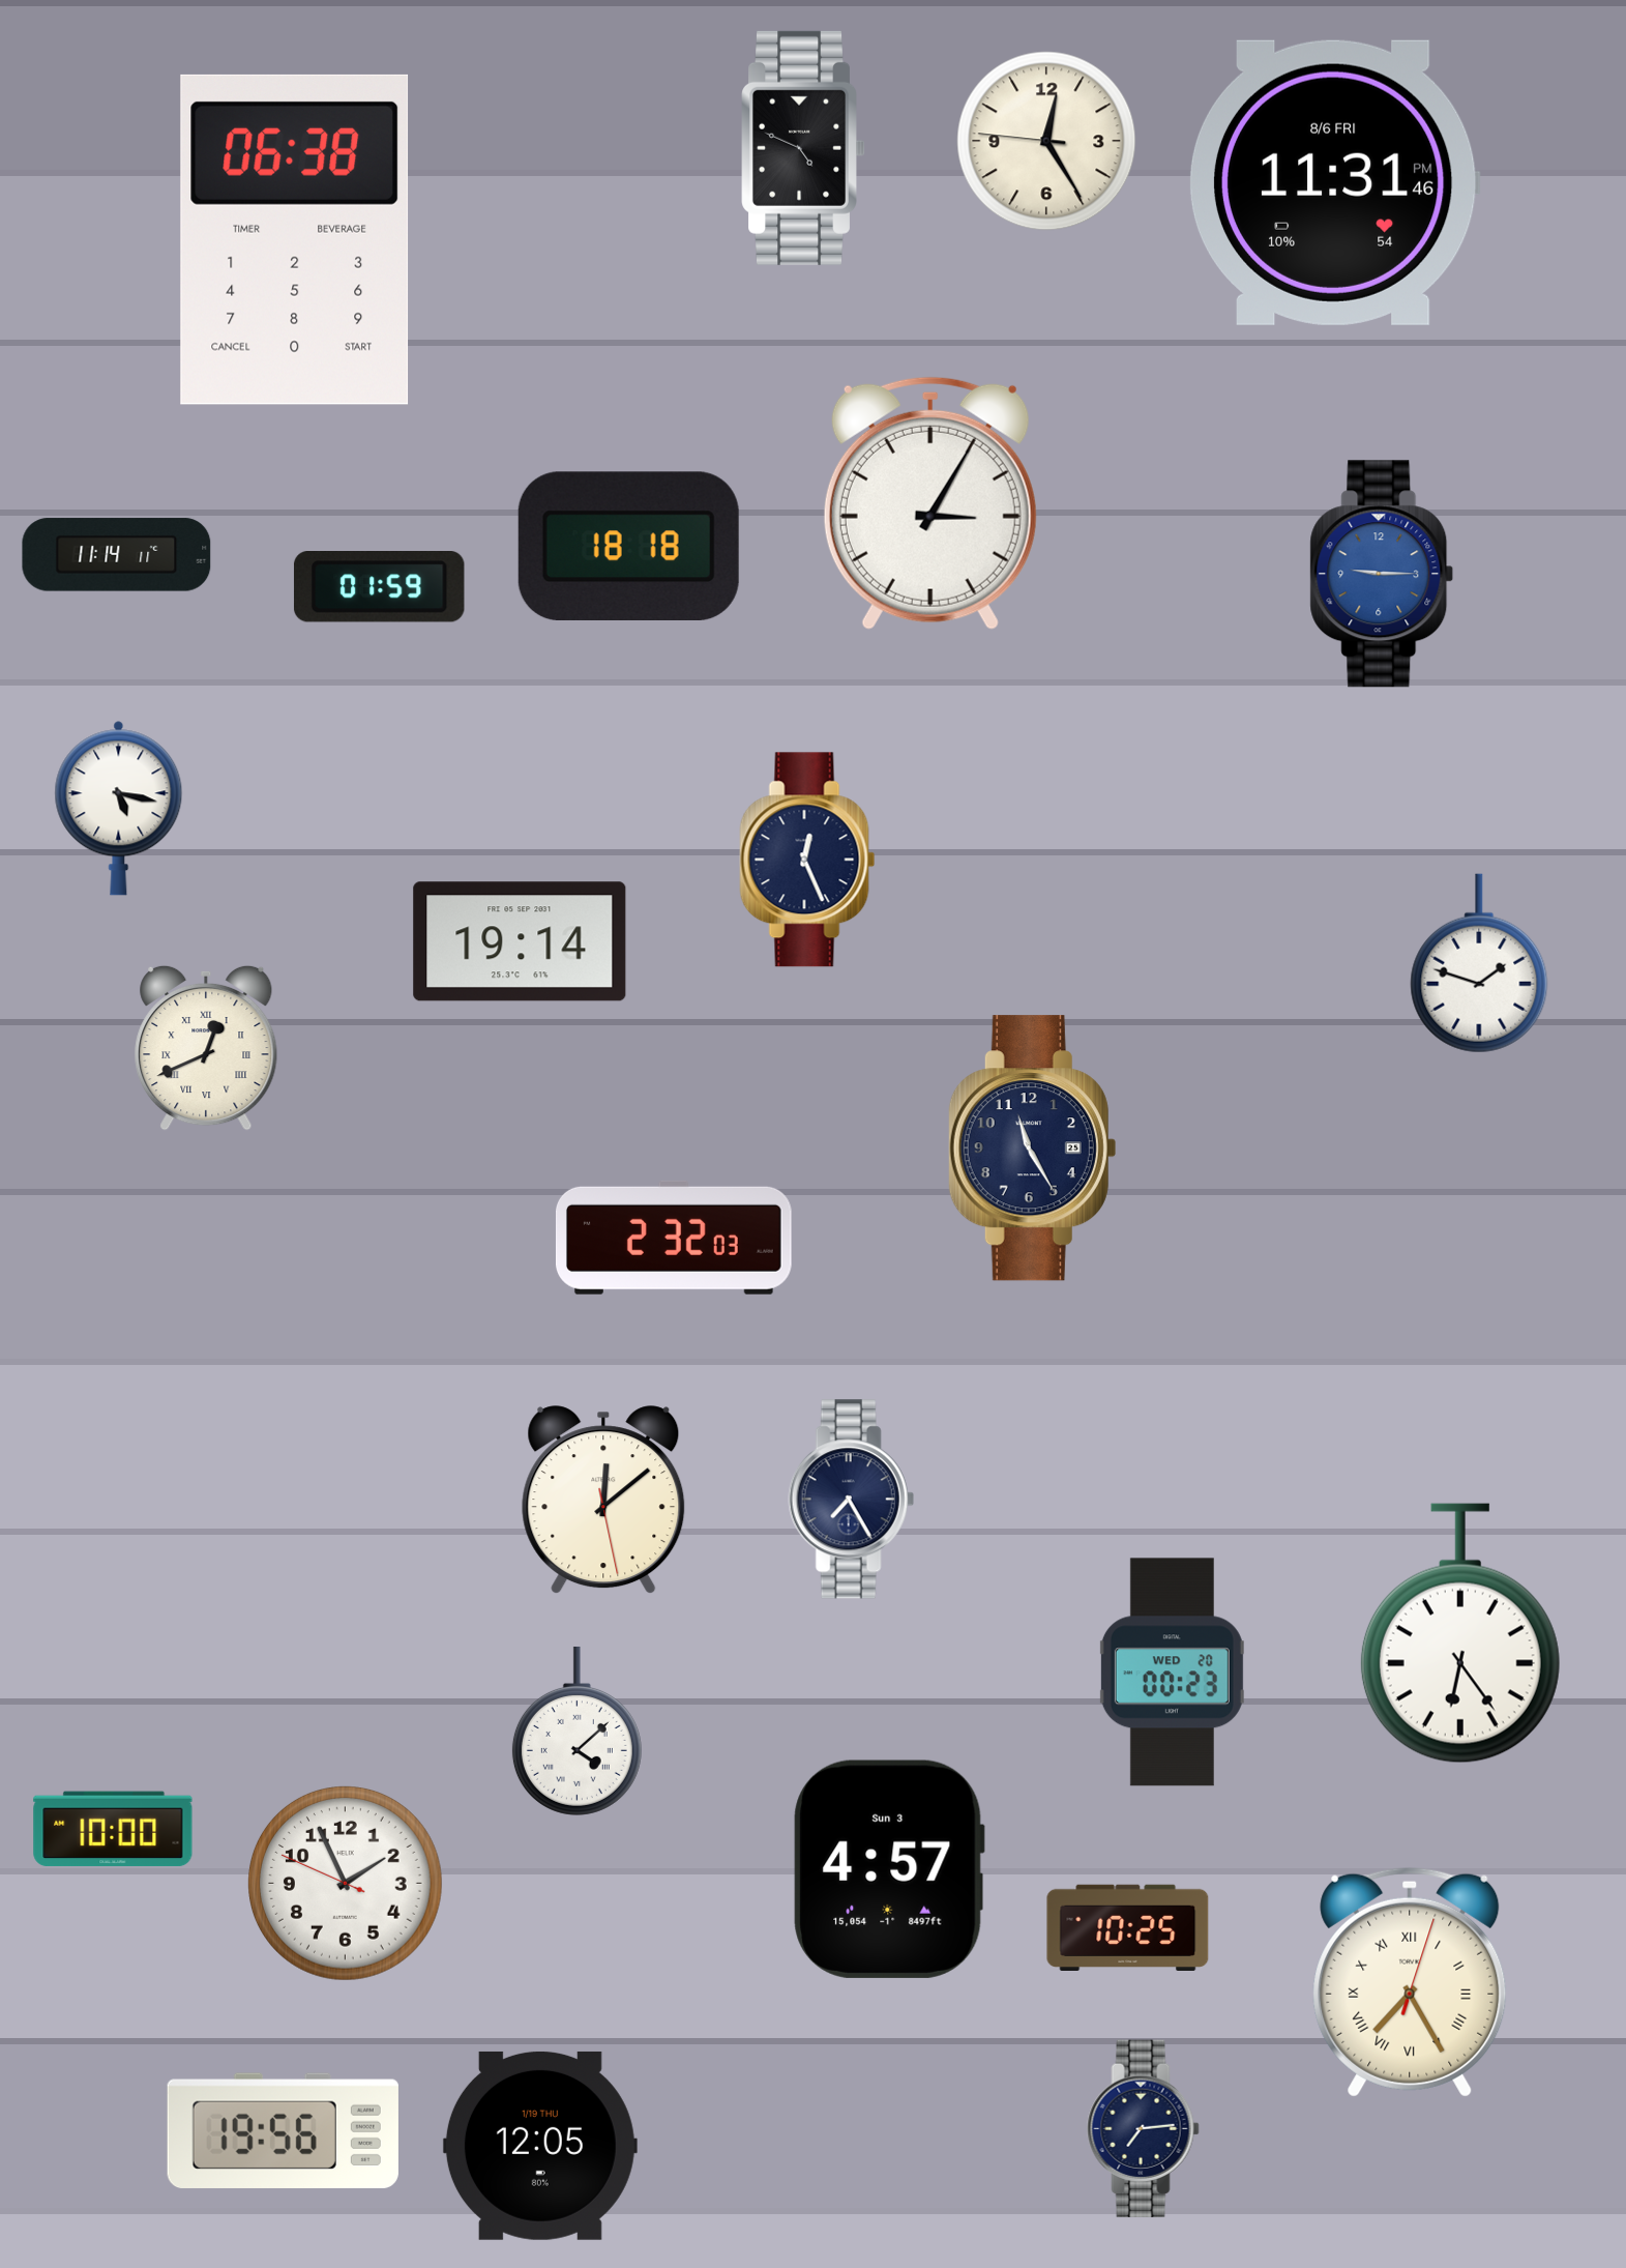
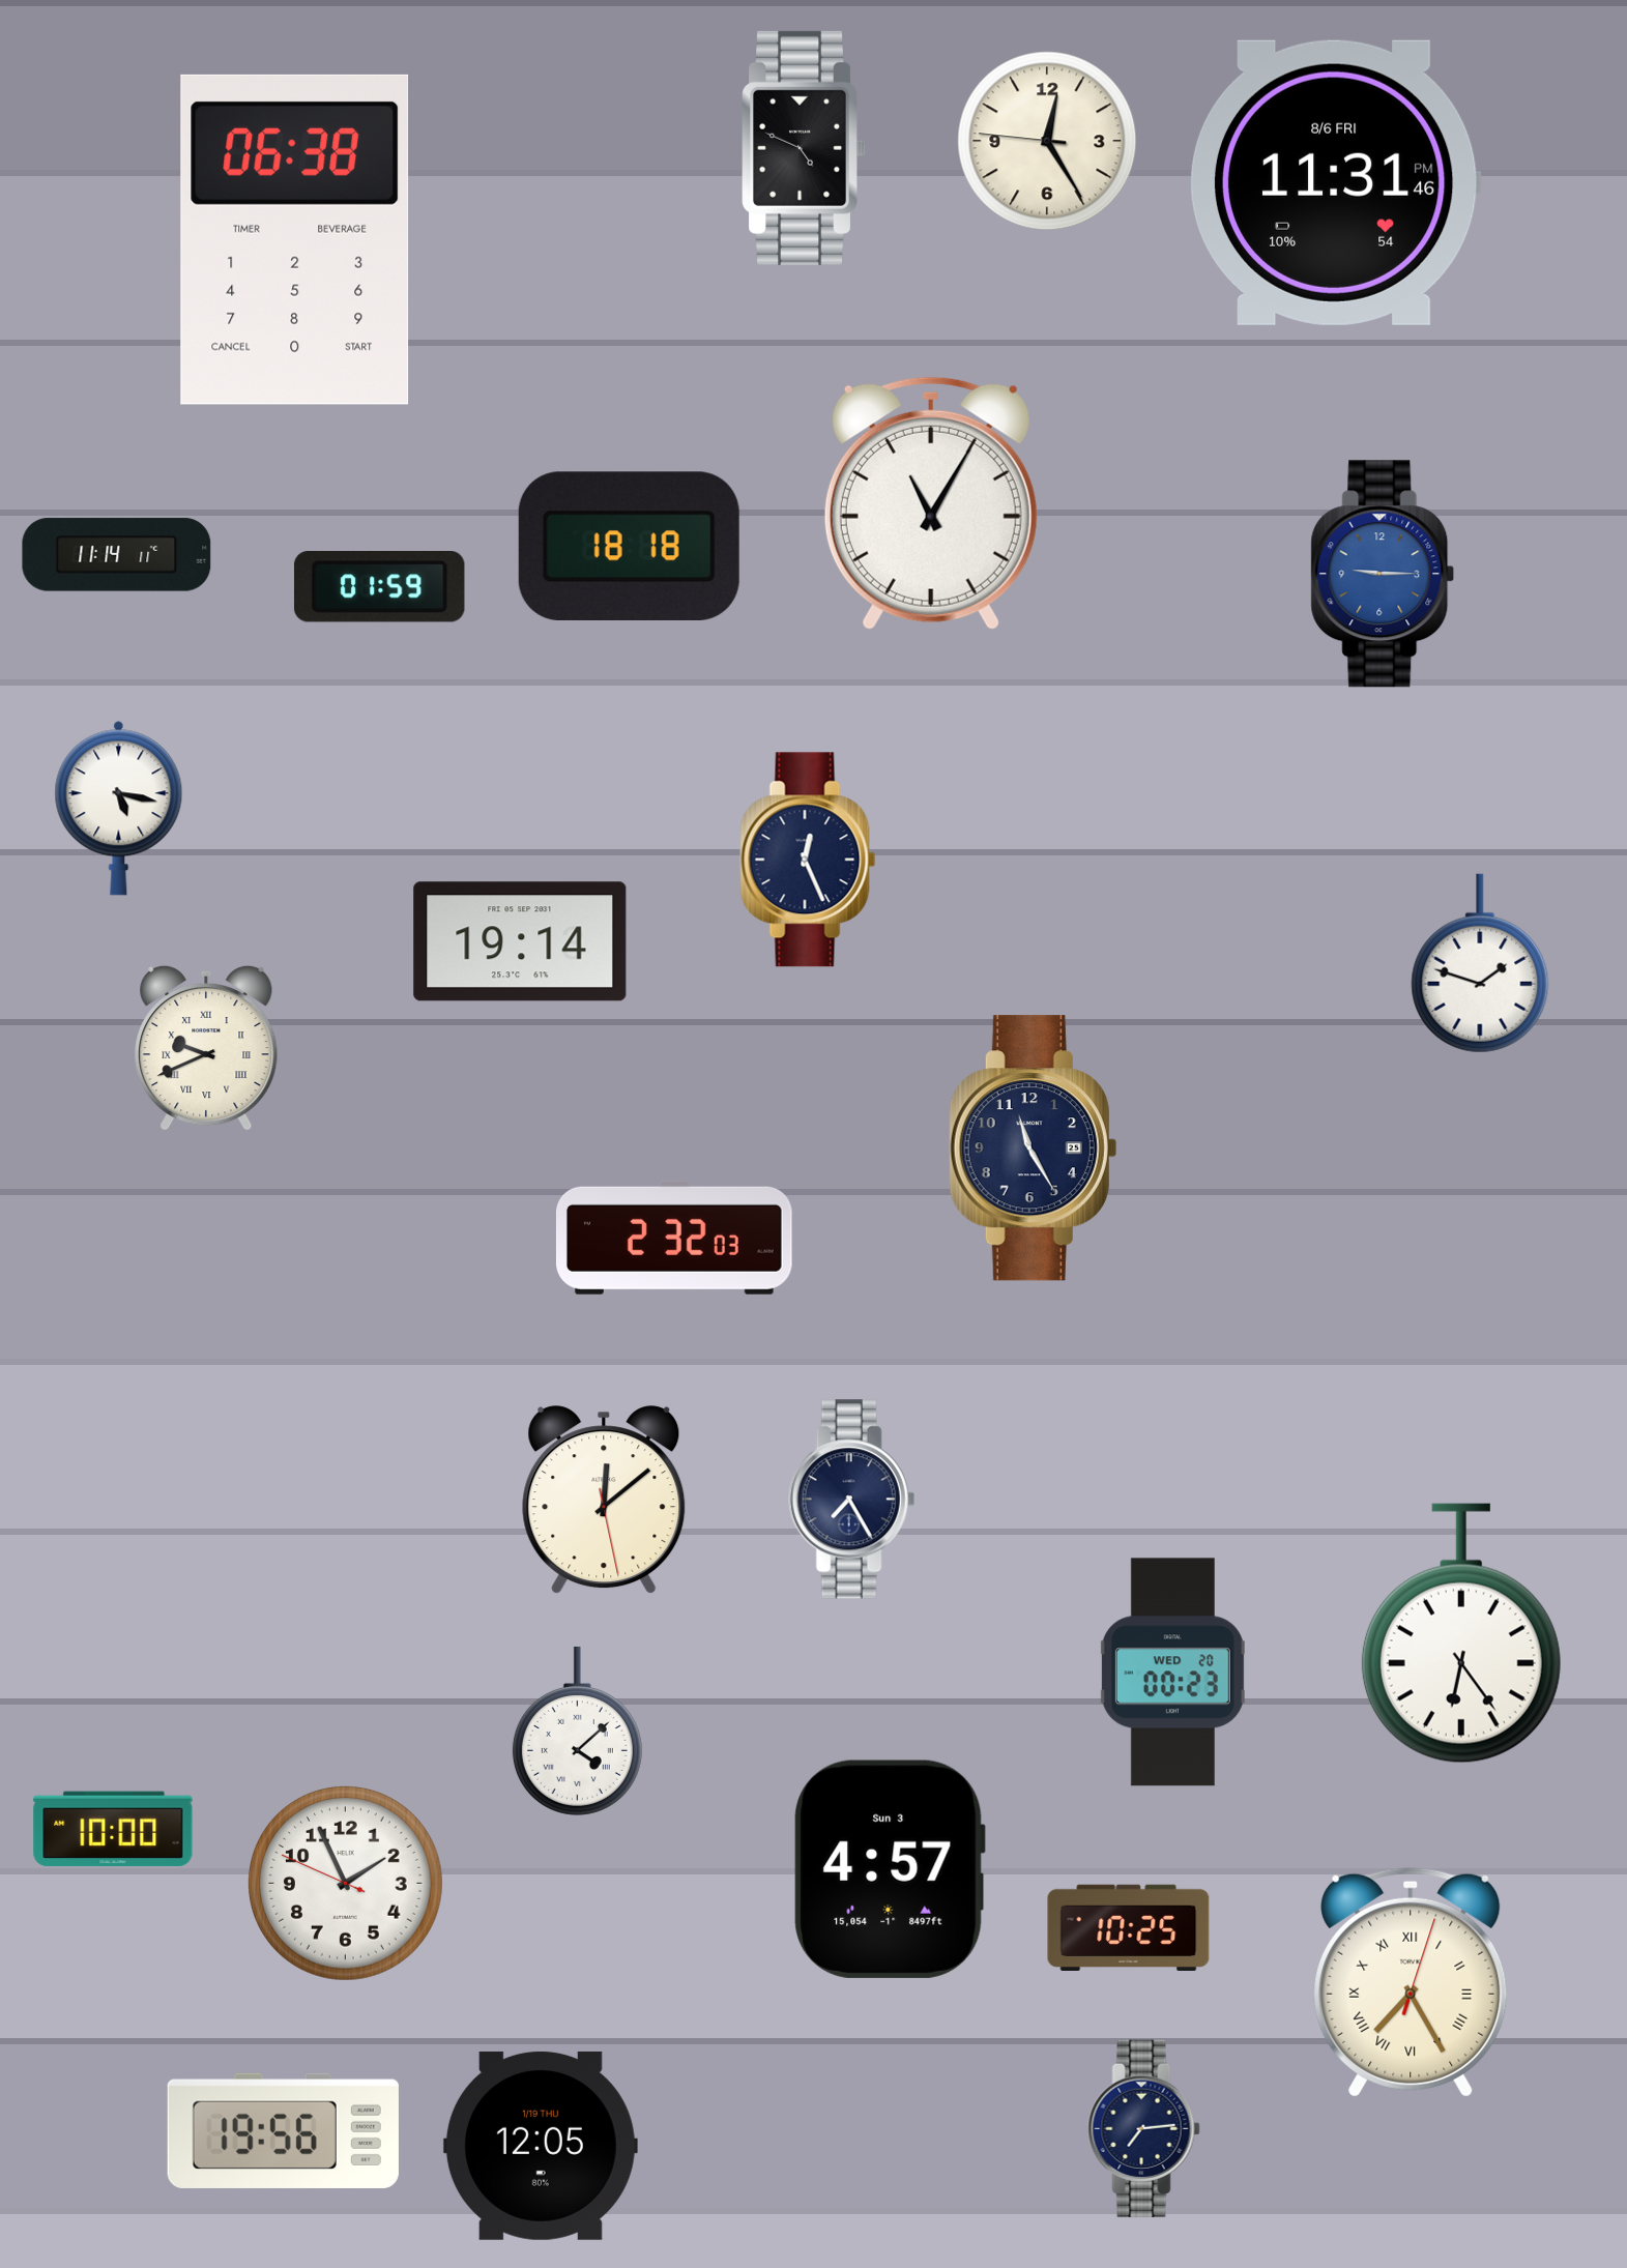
clock at (930, 503): 3:05 -> 11:05
clock at (206, 1048): 12:41 -> 9:41
